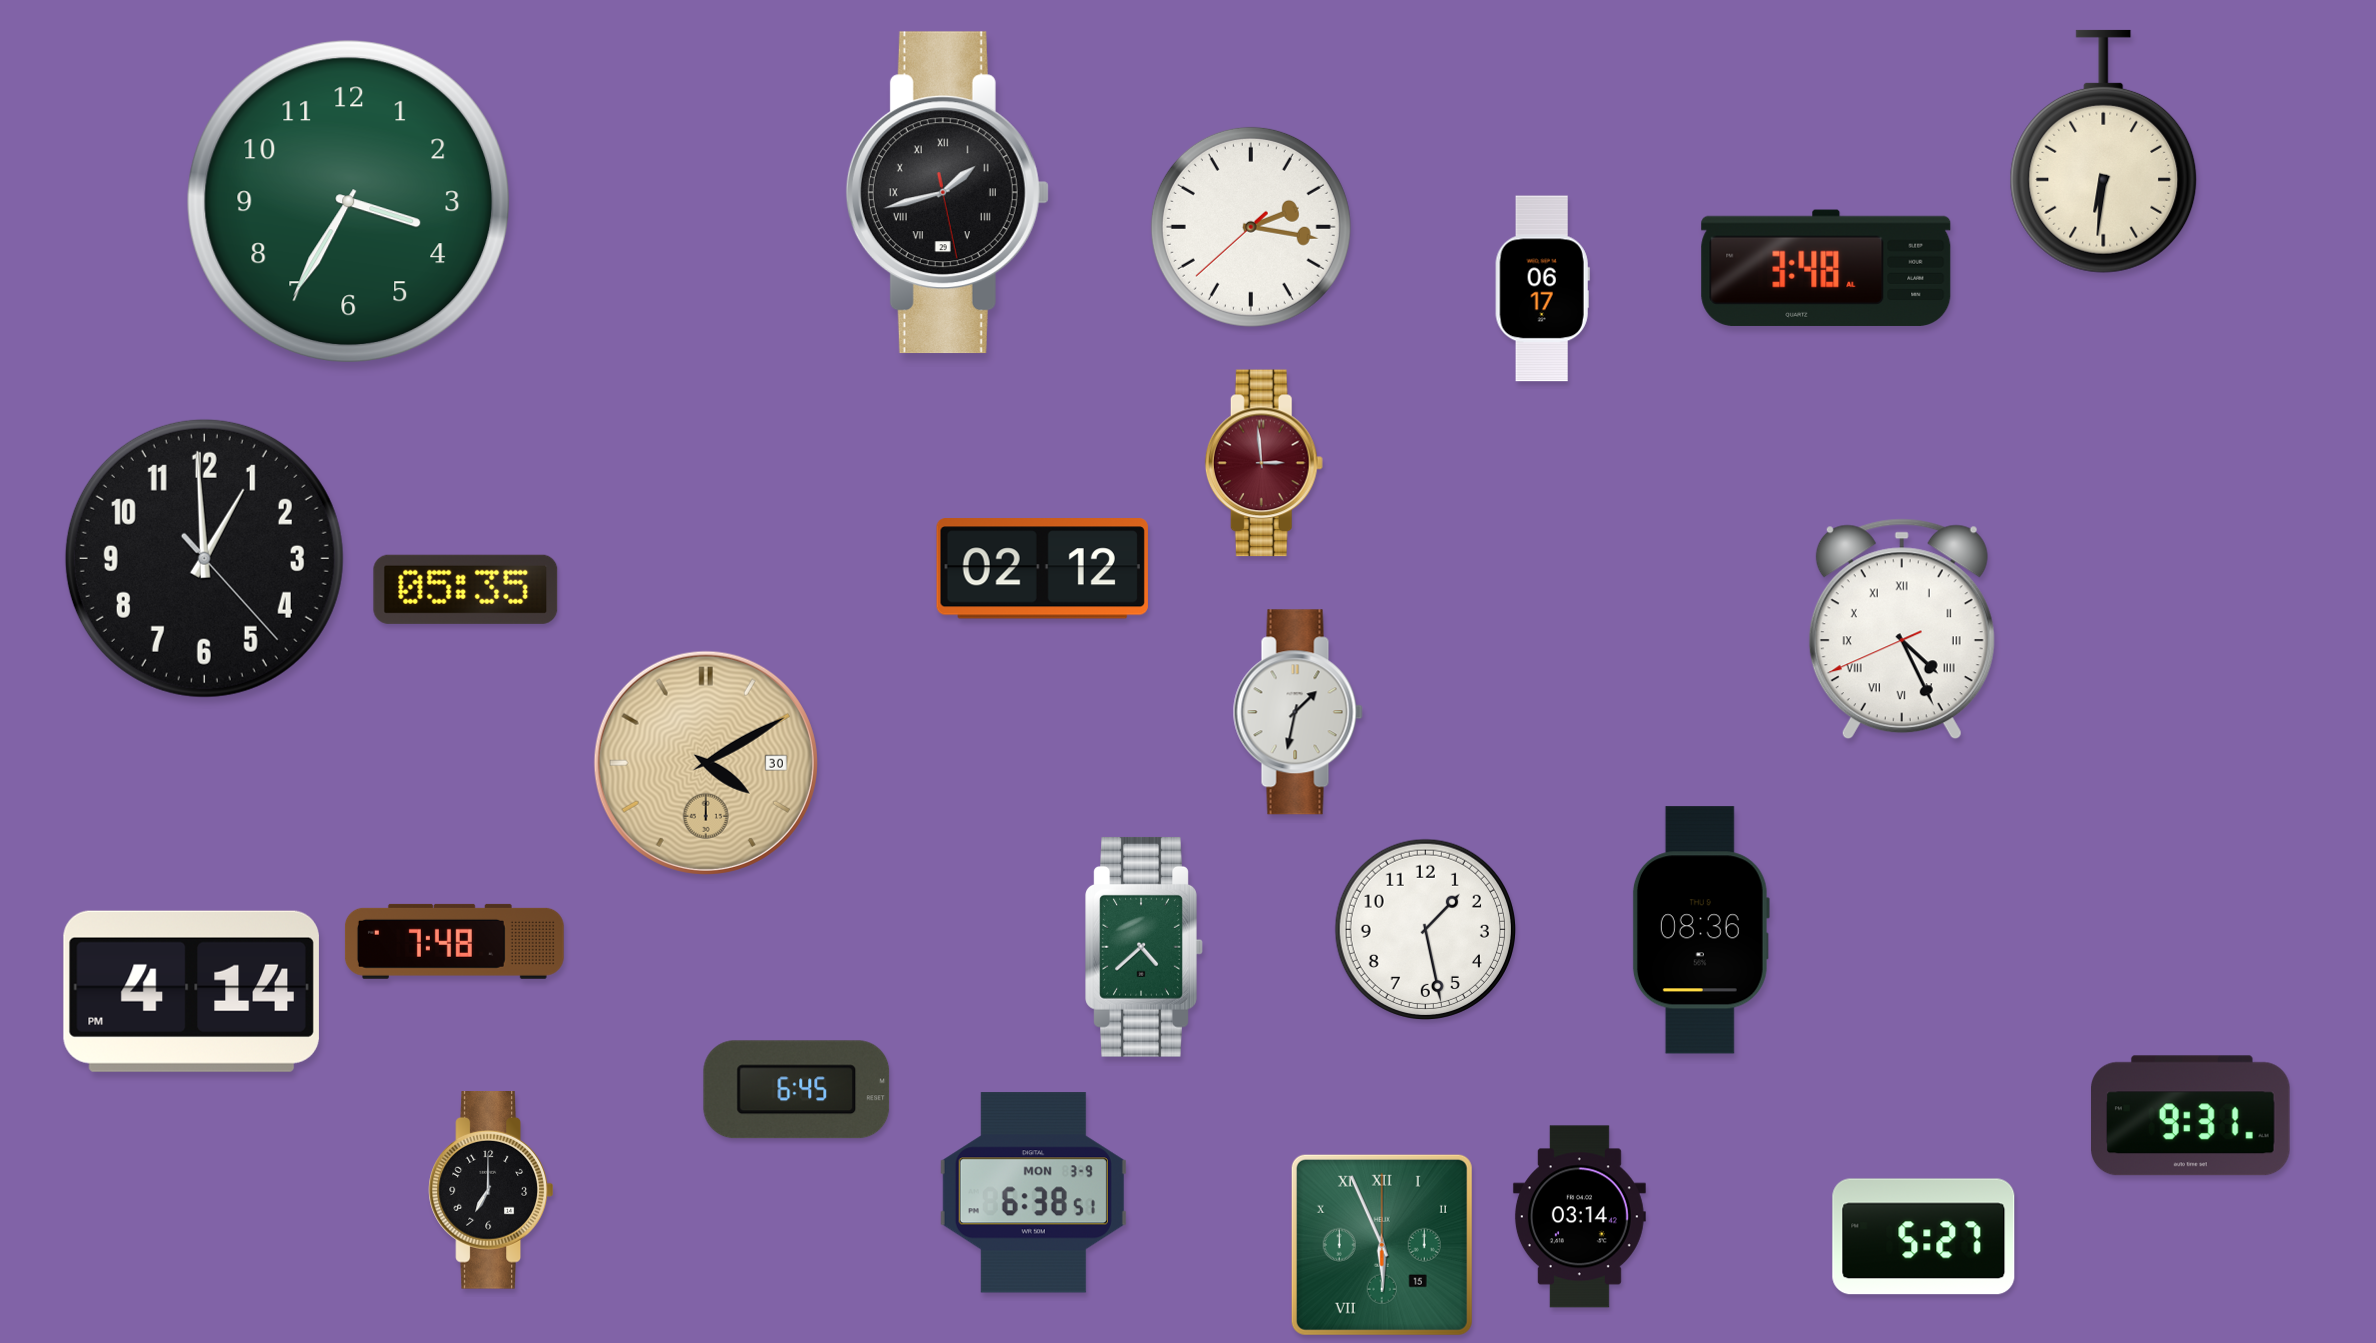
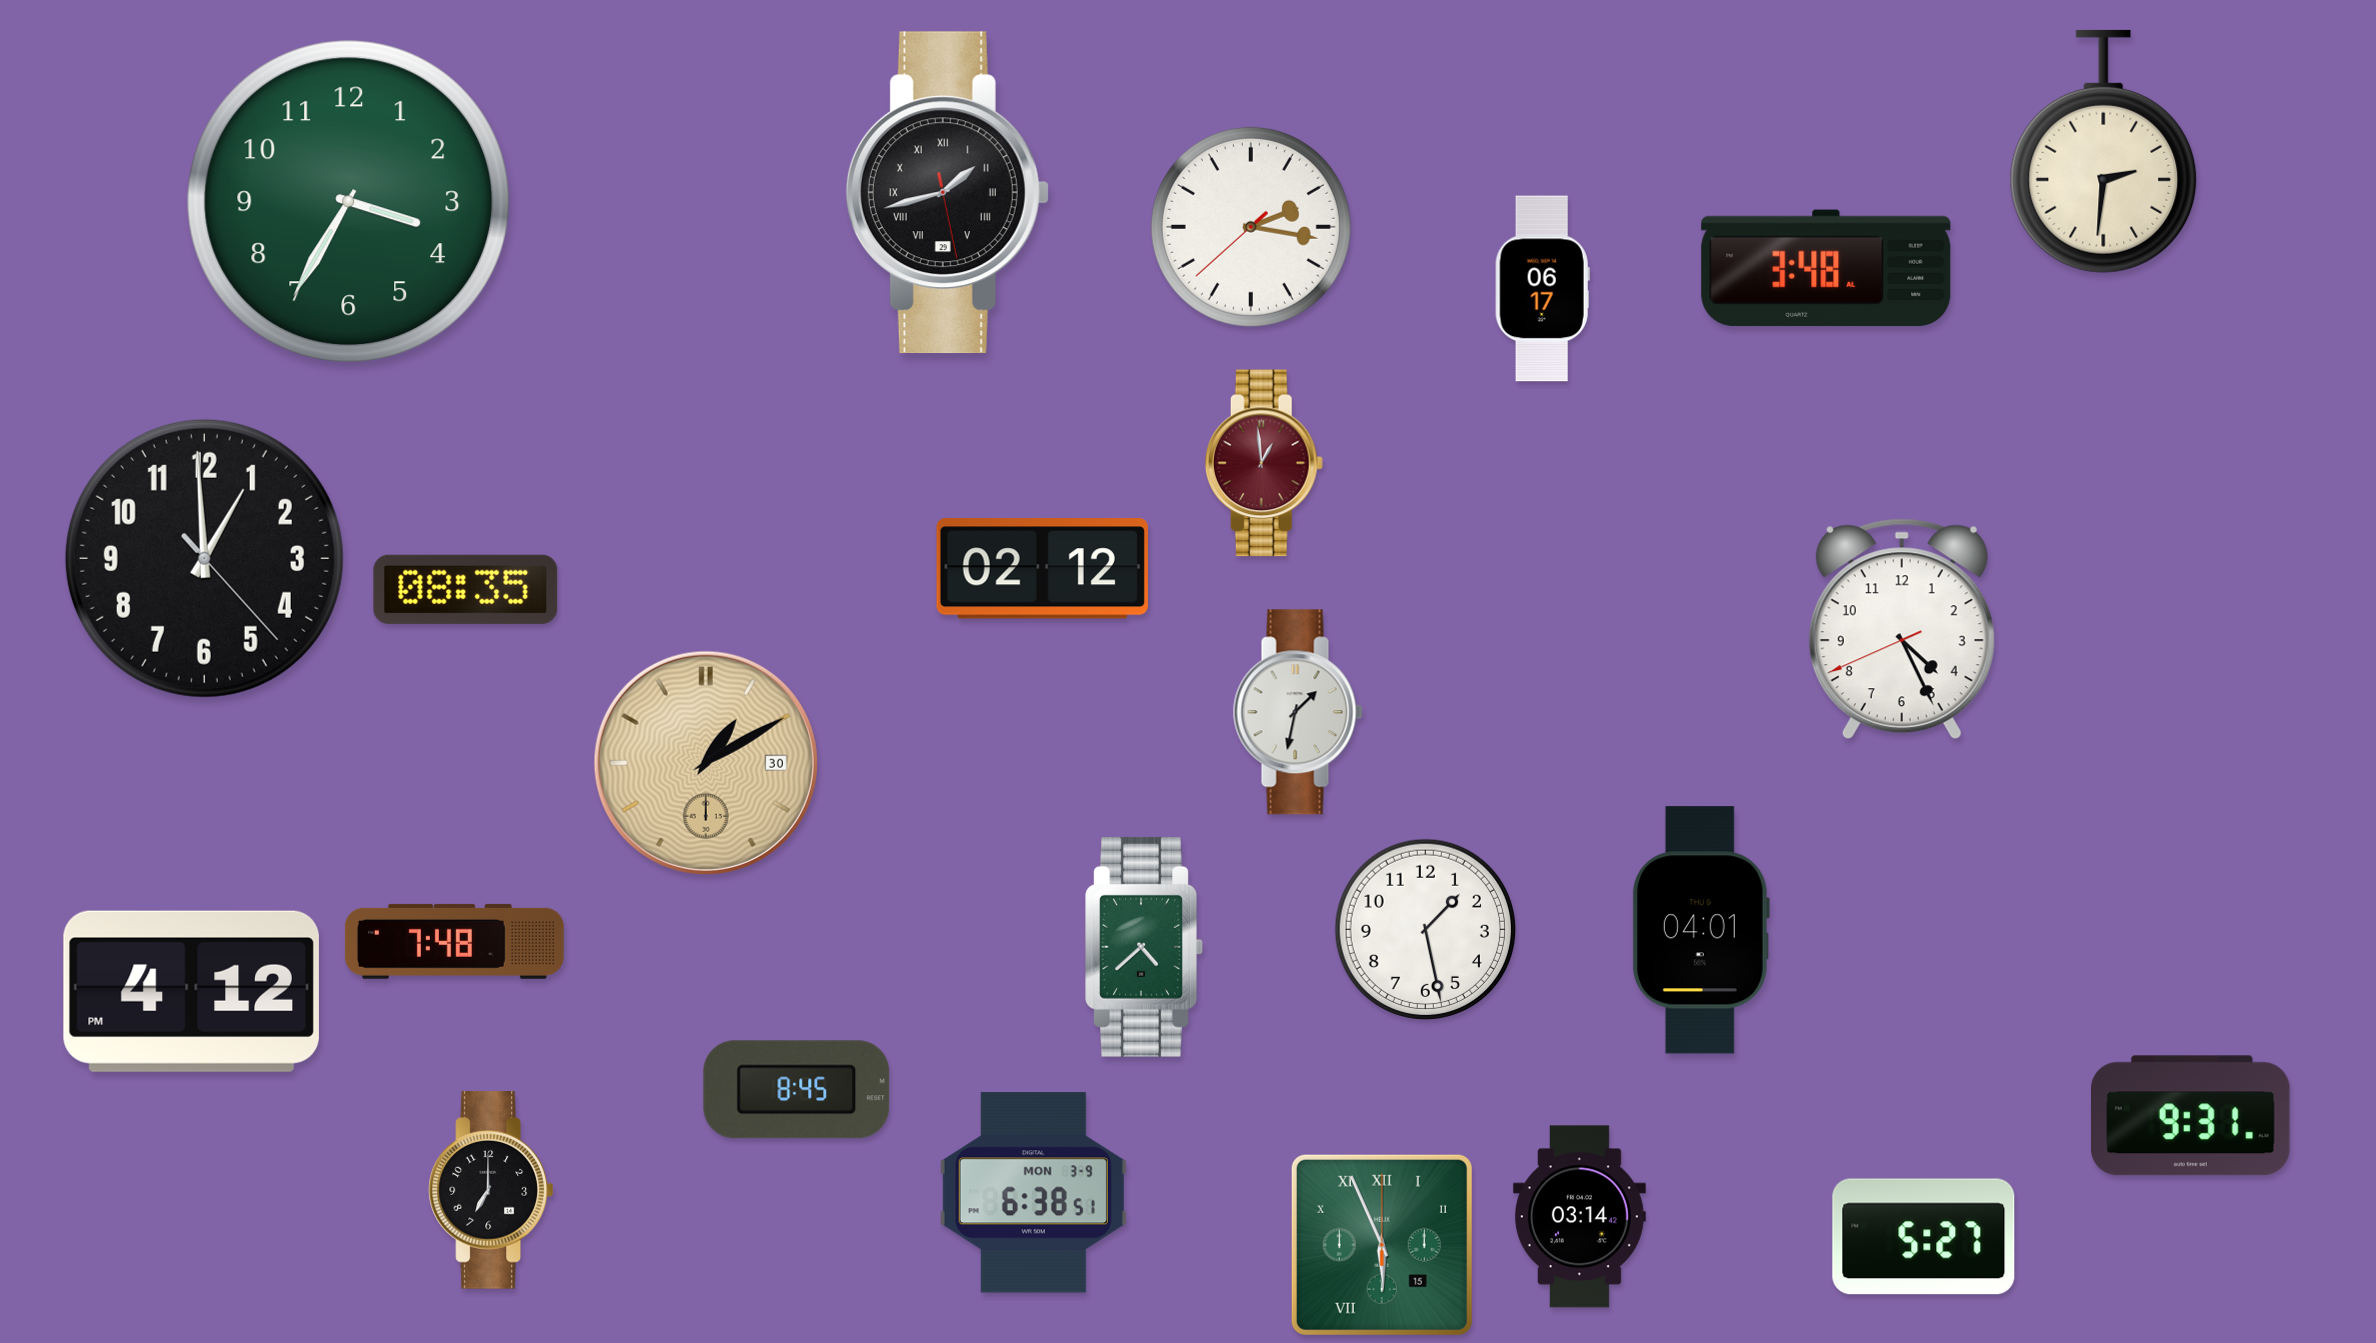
clock at (2104, 151): 6:31 -> 2:31
clock at (1264, 463): 2:59 -> 12:59
clock at (466, 589): 05:35 -> 08:35
clock at (1902, 629) numerals: Roman -> Arabic
clock at (706, 763): 4:10 -> 1:10
clock at (1701, 930): 08:36 -> 04:01
clock at (191, 991): 4:14 -> 4:12
clock at (797, 1090): 6:45 -> 8:45
